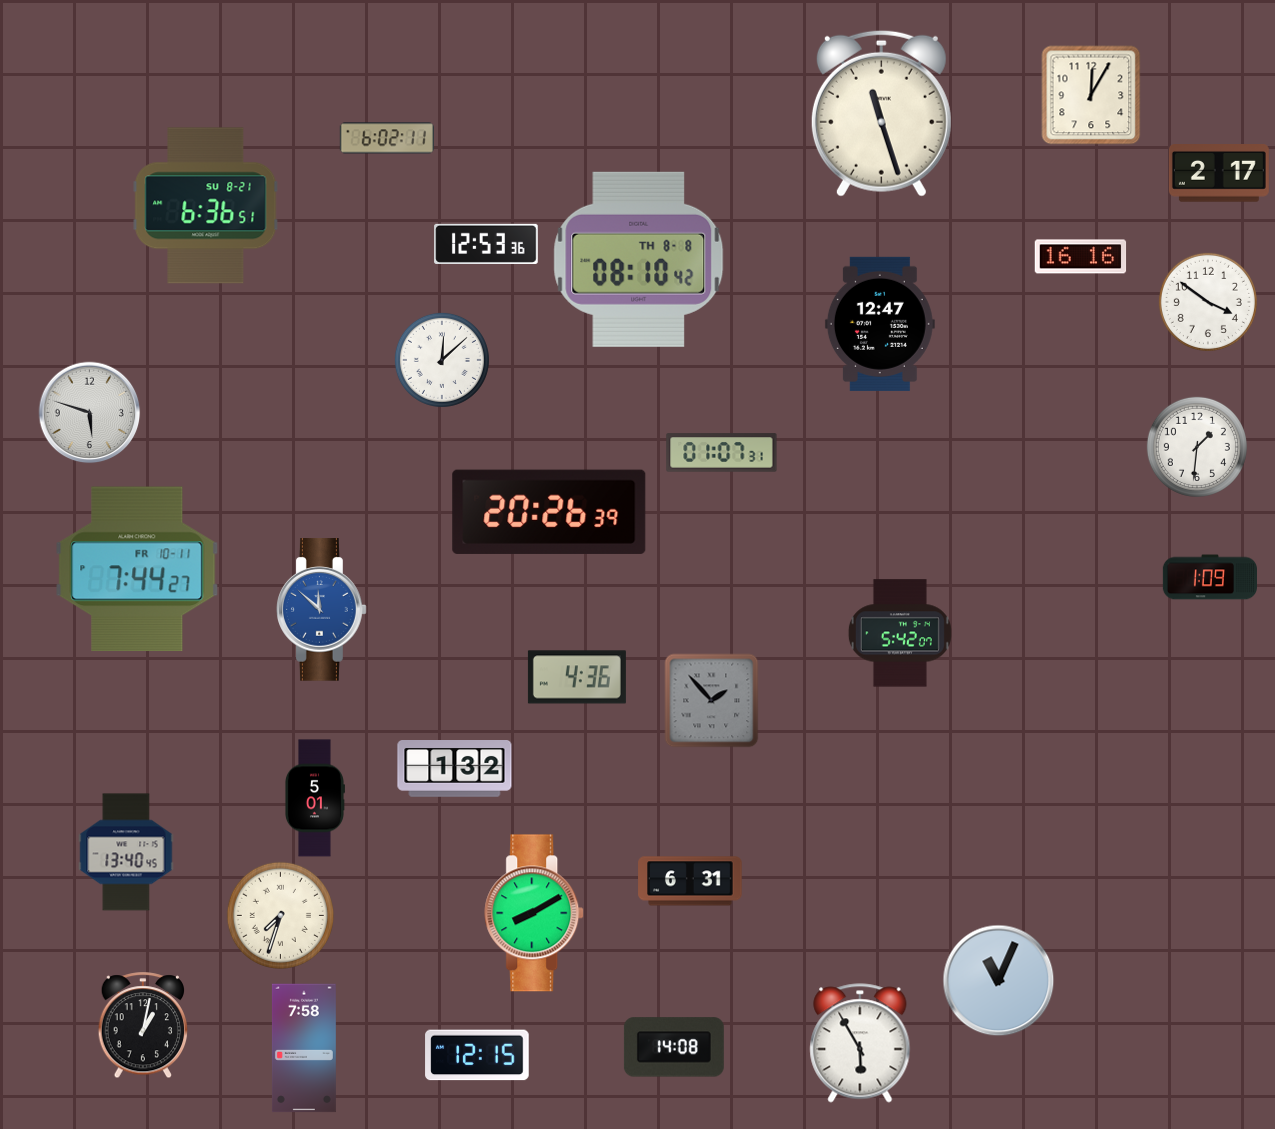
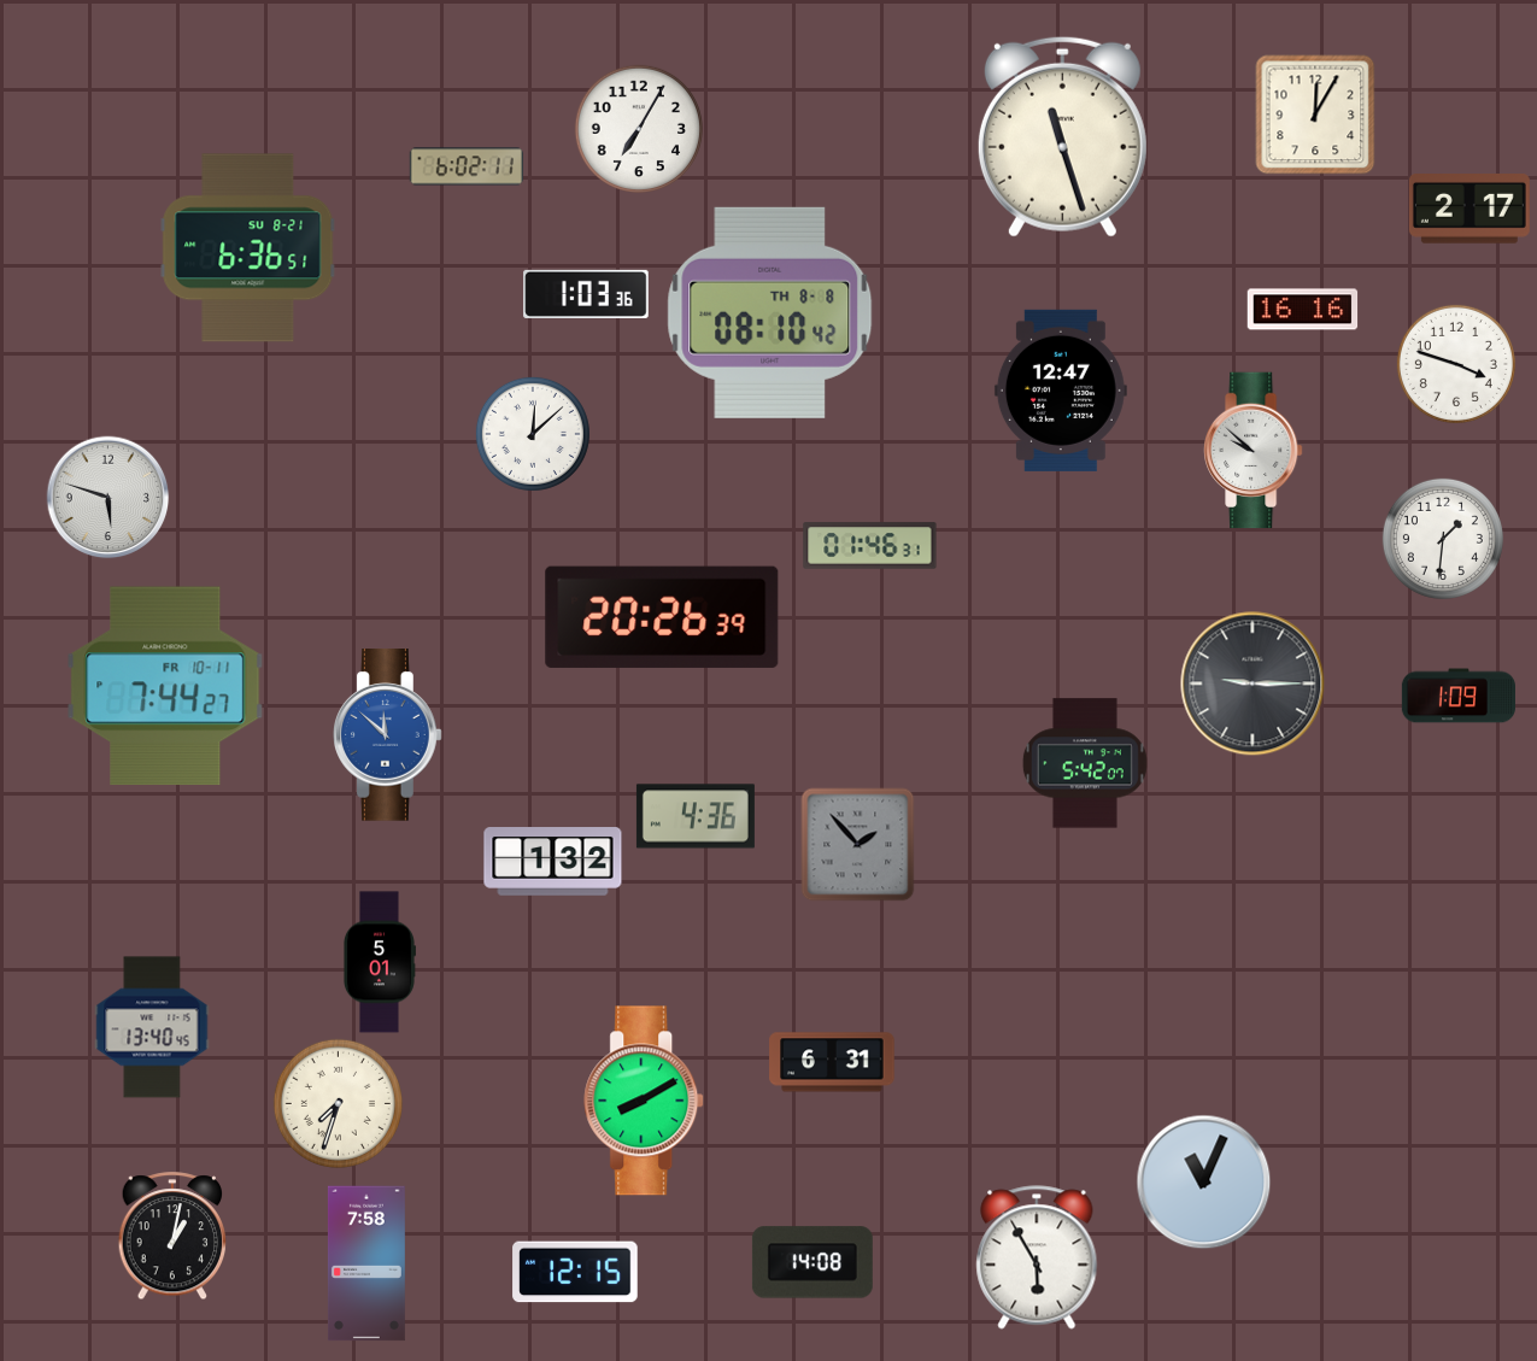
clock at (639, 129): none -> 7:05
clock at (486, 244): 12:53 -> 1:03
clock at (1208, 302): 3:51 -> 3:48
clock at (1254, 451): none -> 9:52
clock at (722, 453): 01:07 -> 01:46
clock at (1253, 684): none -> 9:15
clock at (455, 769) position: (455, 769) -> (553, 862)
